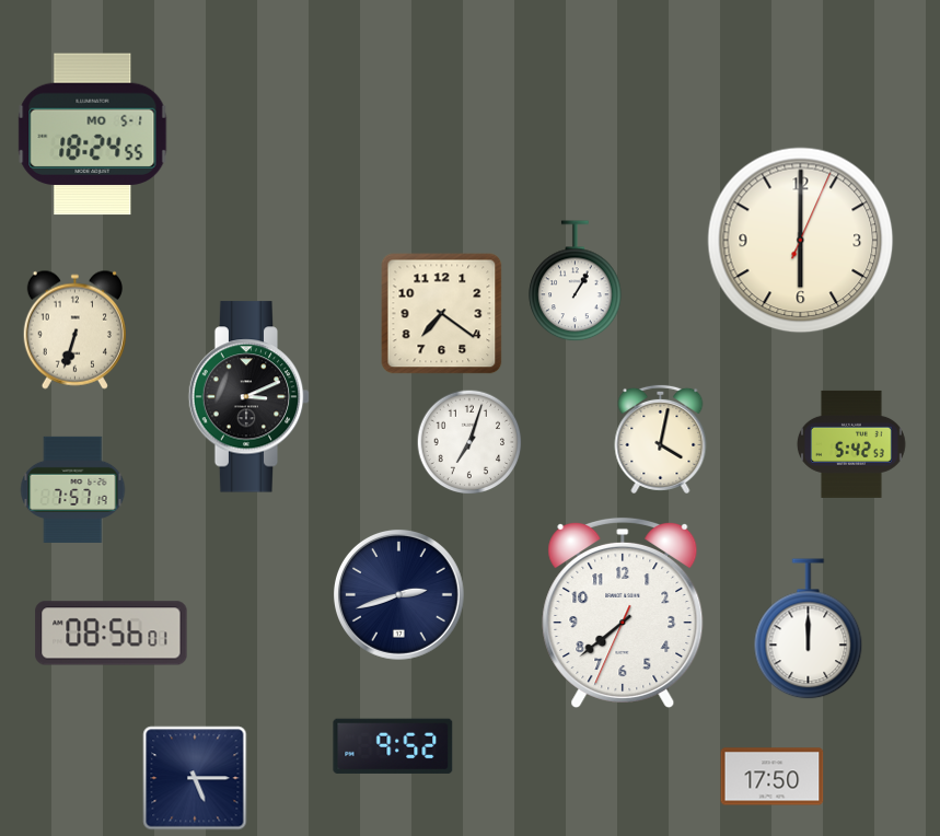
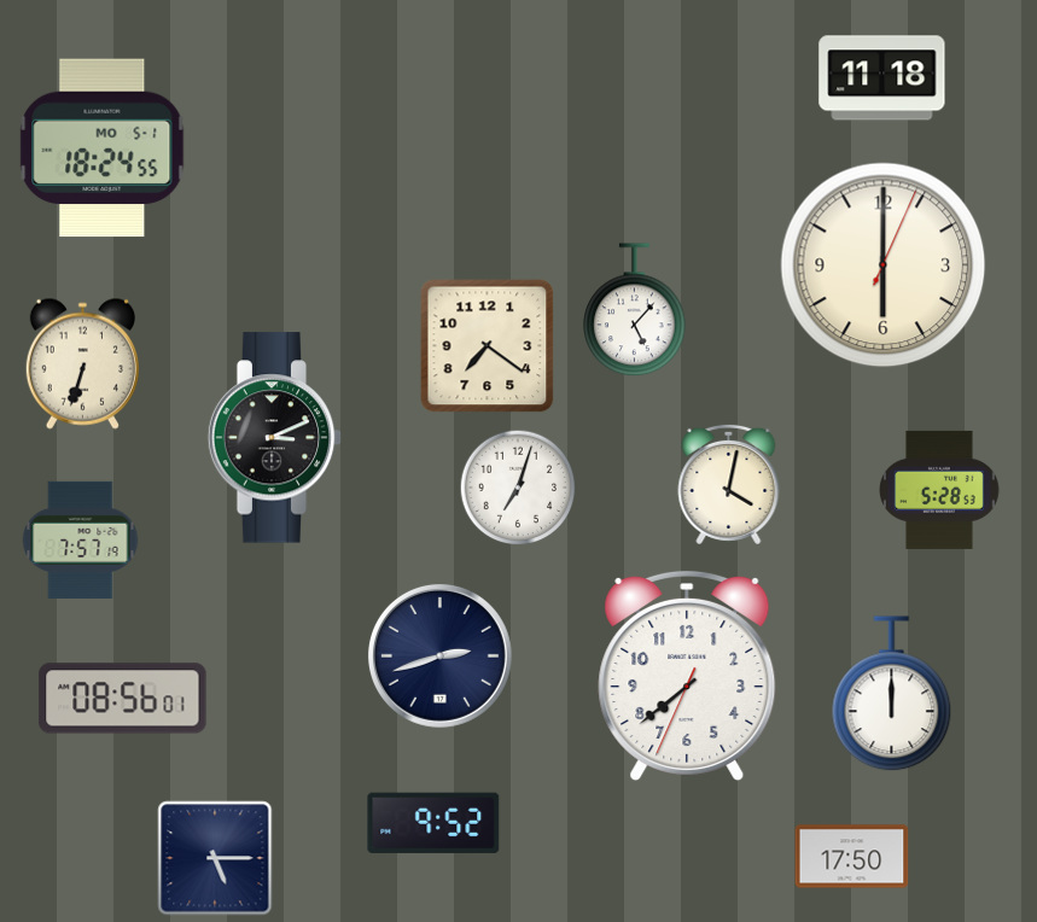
clock at (882, 78): none -> 11:18
clock at (576, 281): 1:05 -> 5:07
clock at (851, 444): 5:42 -> 5:28
